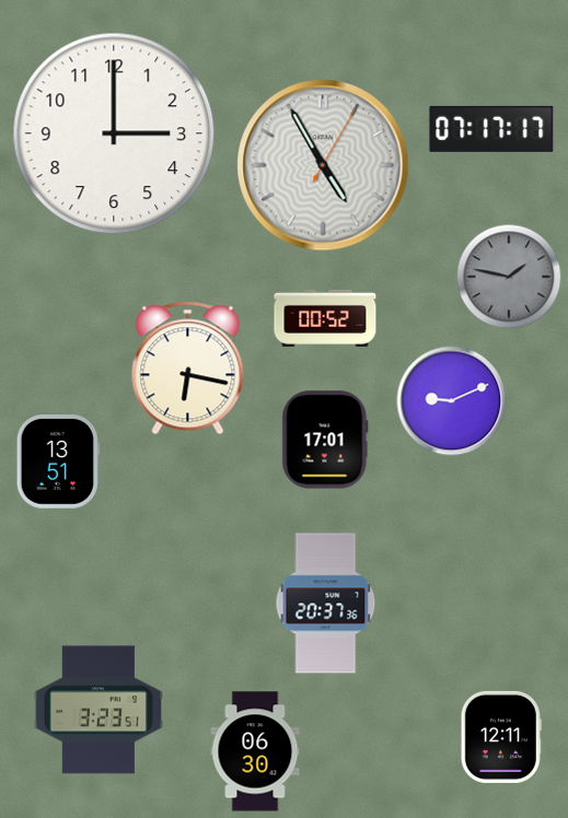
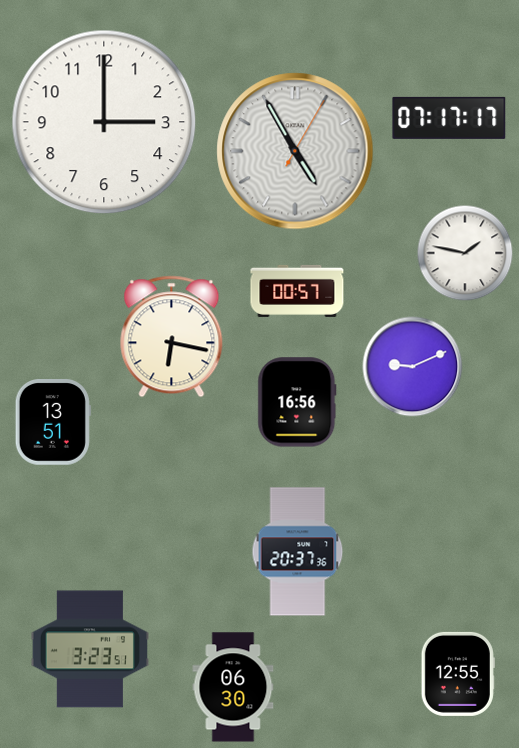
clock at (509, 277) dial: grey -> white
clock at (325, 318): 00:52 -> 00:57
clock at (325, 440): 17:01 -> 16:56
clock at (501, 737): 12:11 -> 12:55
